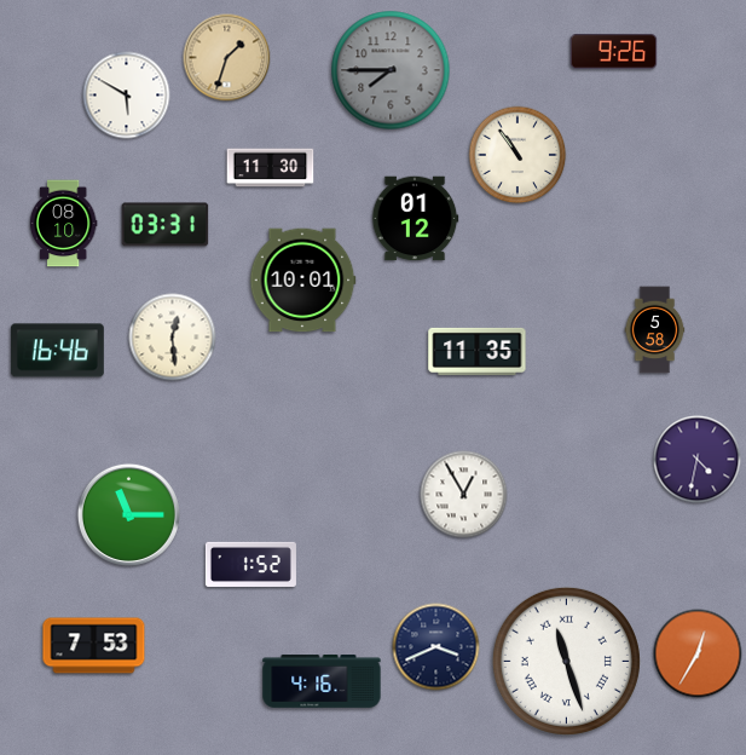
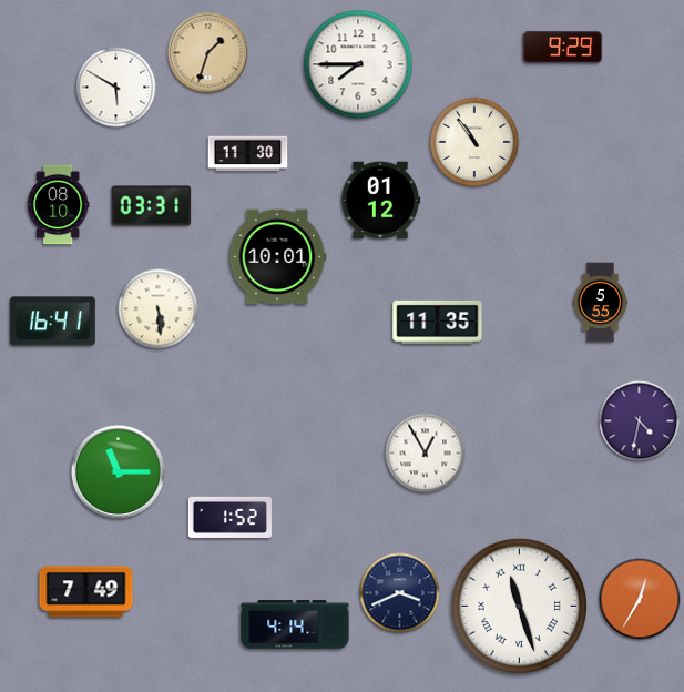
clock at (614, 52): 9:26 -> 9:29
clock at (391, 70) dial: grey -> white
clock at (655, 330): 5:58 -> 5:55
clock at (173, 338): 12:29 -> 5:29
clock at (57, 351): 16:46 -> 16:41
clock at (94, 646): 7:53 -> 7:49
clock at (322, 681): 4:16 -> 4:14
